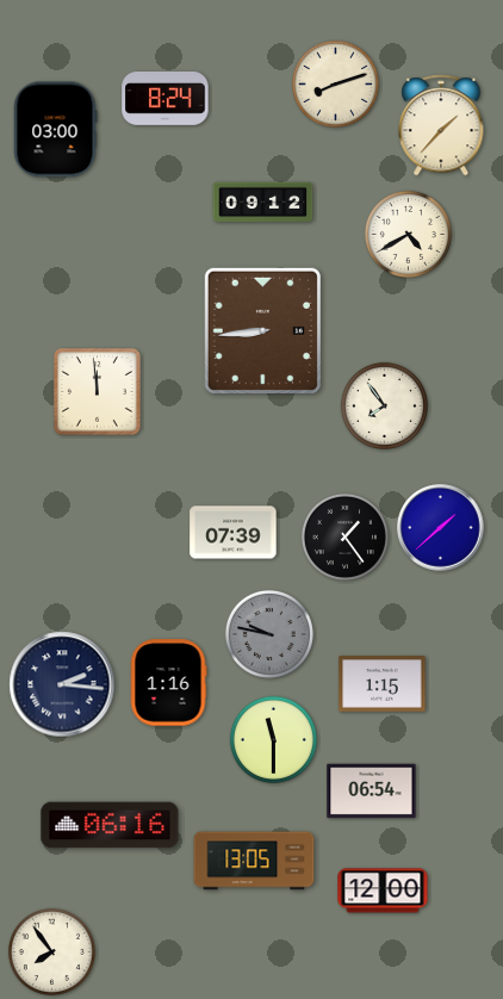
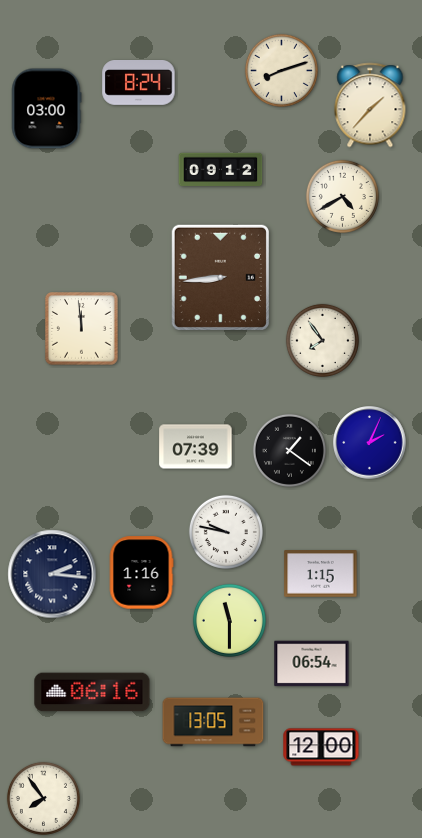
clock at (441, 528): 1:38 -> 2:04
clock at (344, 536): 1:24 -> 1:21
clock at (269, 634) dial: grey -> white
